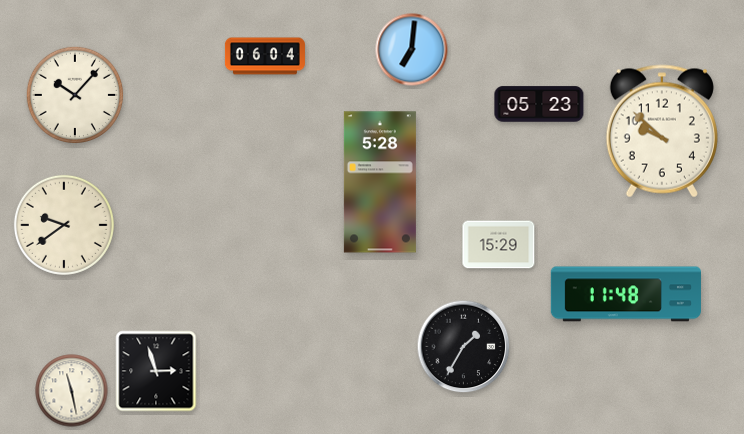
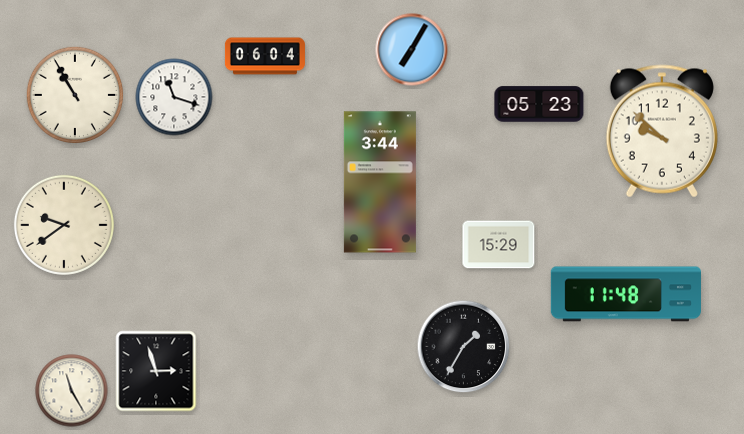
clock at (412, 50): 7:01 -> 7:05
clock at (74, 94): 10:07 -> 10:55
clock at (174, 97): none -> 11:18
clock at (380, 182): 5:28 -> 3:44
clock at (72, 391): 11:28 -> 11:25
